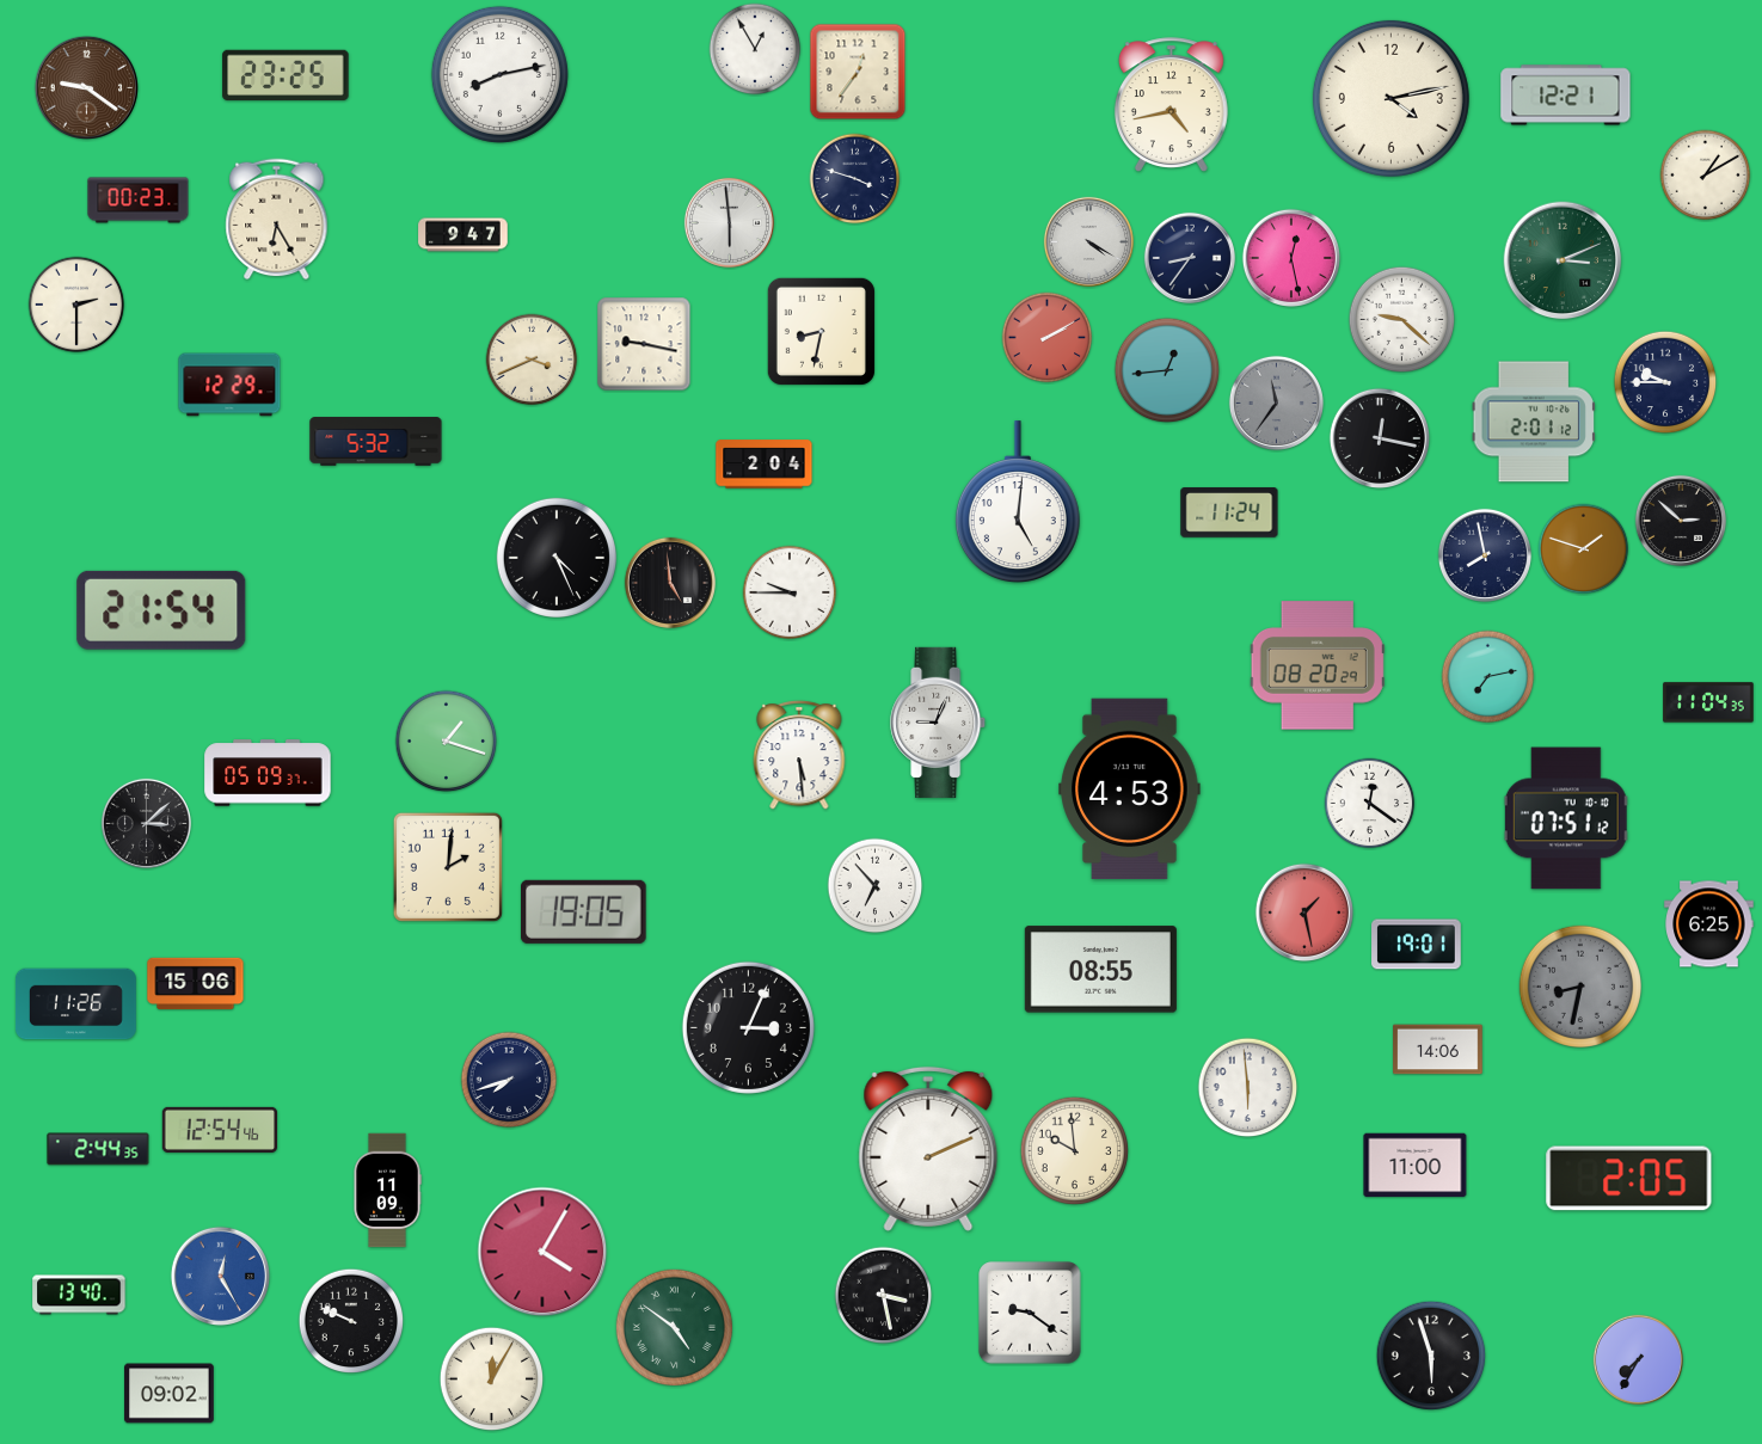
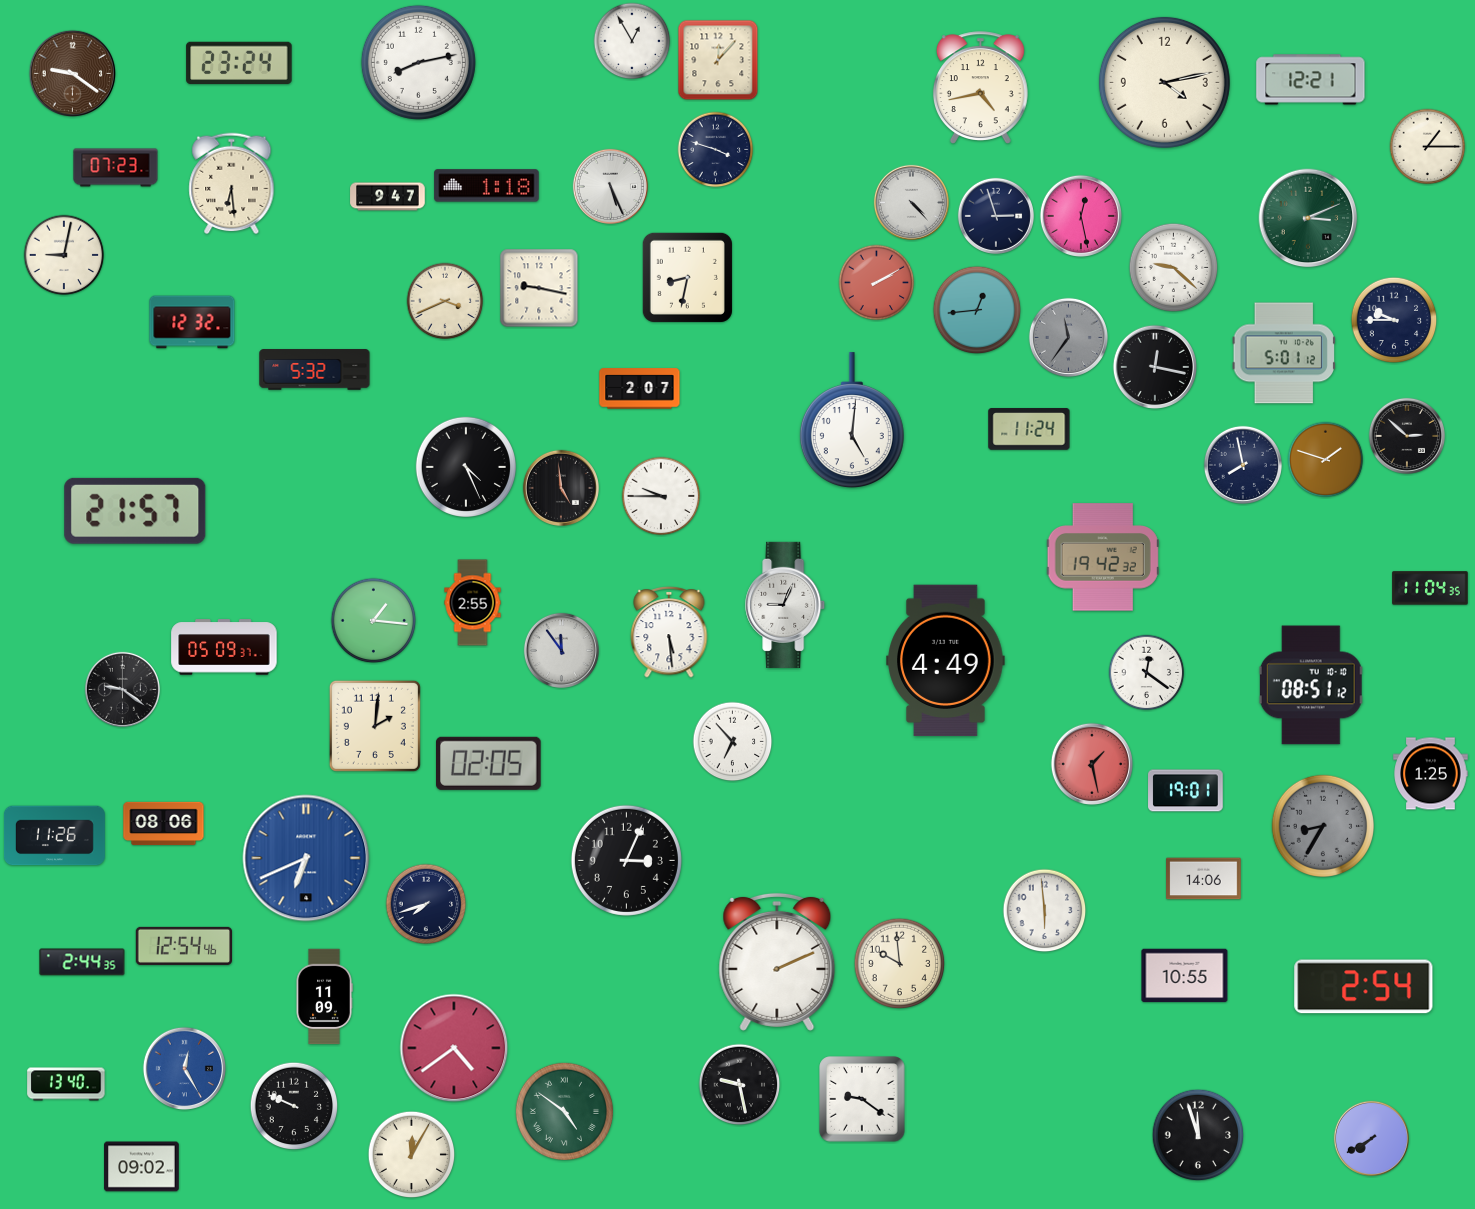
clock at (858, 72): 12:36 -> 12:07
clock at (286, 75): 23:25 -> 23:24
clock at (1706, 176): 1:10 -> 1:15
clock at (139, 201): 00:23 -> 07:23
clock at (277, 220): 6:25 -> 6:29
clock at (487, 186): none -> 1:18
clock at (729, 222): 5:59 -> 5:26
clock at (1088, 241): 4:20 -> 4:23
clock at (1190, 258): 8:36 -> 2:57
clock at (76, 305): 2:30 -> 9:02
clock at (229, 385): 12:29 -> 12:32
clock at (1534, 422): 2:01 -> 5:01
clock at (765, 465): 2:04 -> 2:07
clock at (161, 610): 21:54 -> 21:57
clock at (1318, 665): 08:20 -> 19:42
clock at (1488, 677): 7:13 -> none
clock at (473, 603): none -> 2:55
clock at (447, 742): 1:18 -> 1:16
clock at (561, 650): none -> 11:54
clock at (1130, 789): 4:53 -> 4:49
clock at (1566, 818): 07:51 -> 08:51
clock at (146, 823): 3:08 -> 9:21
clock at (584, 911): 19:05 -> 02:05
clock at (1709, 924): 6:25 -> 1:25
clock at (1100, 970): 08:55 -> none
clock at (196, 984): 15:06 -> 08:06
clock at (1580, 987): 8:32 -> 8:35
clock at (75, 1004) position: (75, 1004) -> (54, 836)
clock at (306, 858): none -> 6:41
clock at (1416, 1166): 11:00 -> 10:55
clock at (1629, 1179): 2:05 -> 2:54
clock at (542, 1252): 4:05 -> 4:39
clock at (884, 1296): 3:28 -> 9:28
clock at (1431, 1356): 5:57 -> 11:57
clock at (1638, 1359): 7:35 -> 7:40
